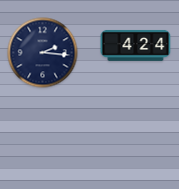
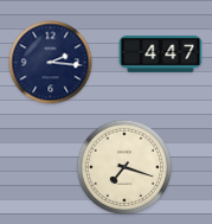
clock at (136, 45): 4:24 -> 4:47
clock at (124, 167): none -> 7:18
